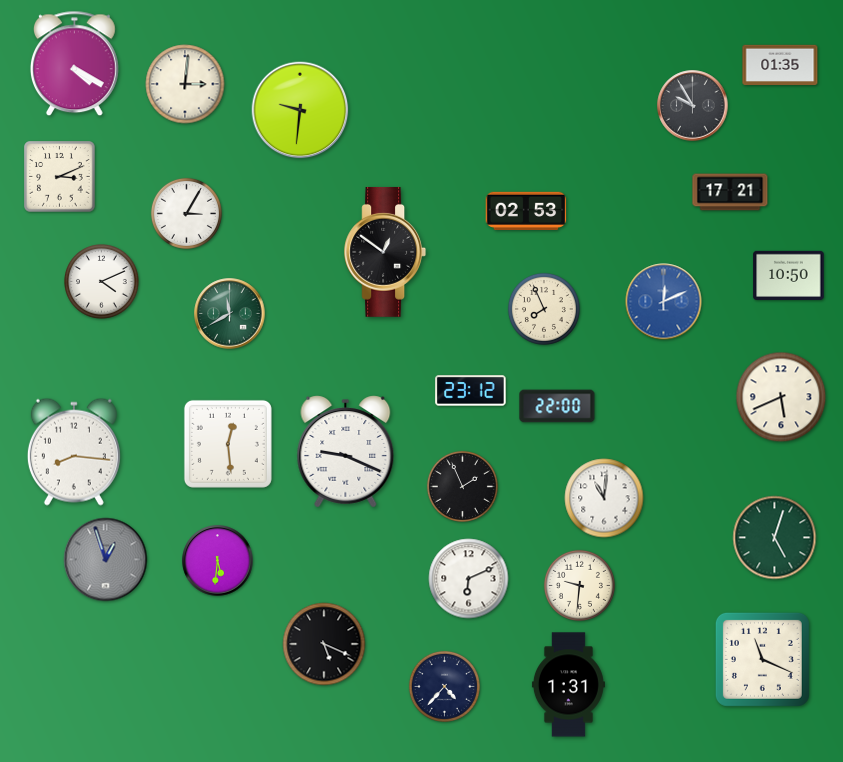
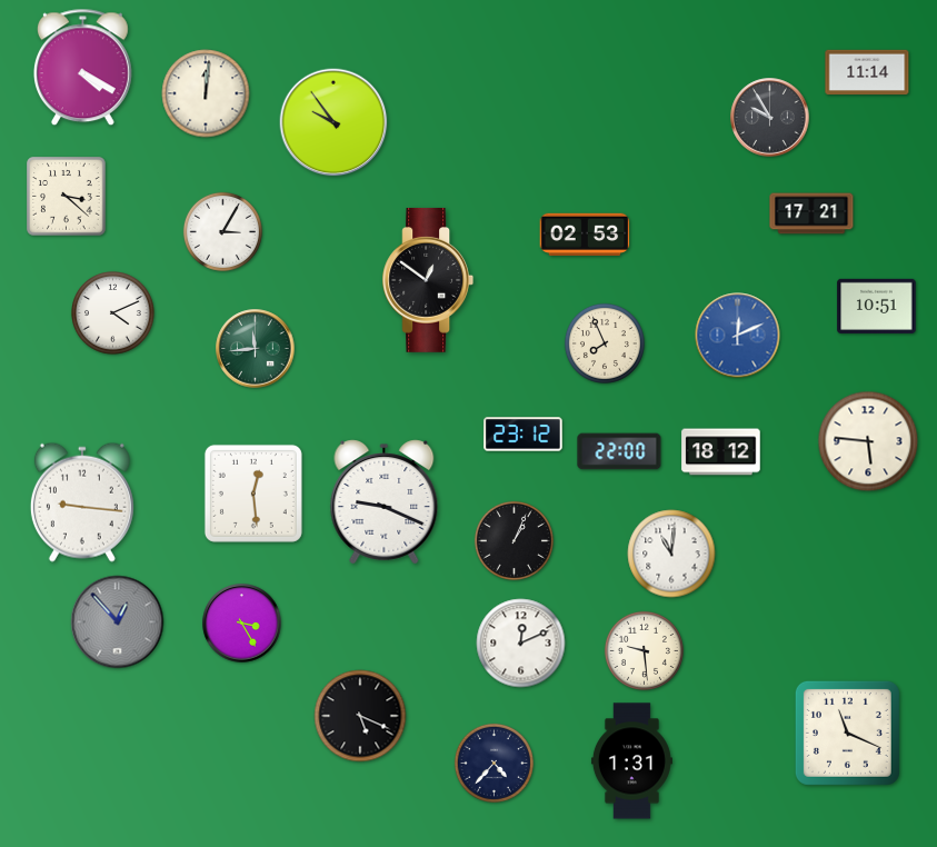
clock at (74, 64) position: (74, 64) -> (82, 68)
clock at (780, 65): 01:35 -> 11:14
clock at (185, 84): 3:01 -> 12:01
clock at (300, 110): 9:31 -> 9:54
clock at (60, 177): 3:11 -> 3:22
clock at (186, 213) position: (186, 213) -> (222, 231)
clock at (789, 275): 10:50 -> 10:51
clock at (230, 314): 11:40 -> 11:44
clock at (781, 397): 5:41 -> 5:46
clock at (721, 452): none -> 18:12
clock at (74, 452): 8:16 -> 9:16
clock at (462, 486): 1:56 -> 1:04
clock at (775, 538): 5:03 -> none
clock at (106, 560): 12:57 -> 12:53
clock at (218, 561): 5:31 -> 3:25
clock at (469, 579): 6:11 -> 12:11
clock at (579, 585): 9:31 -> 9:29
